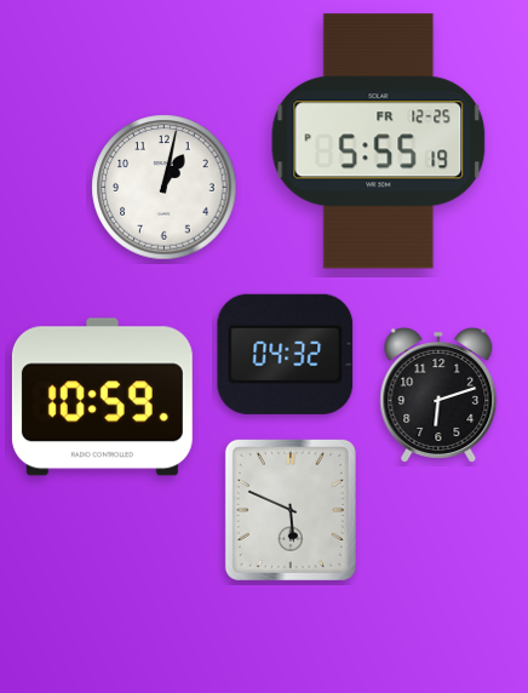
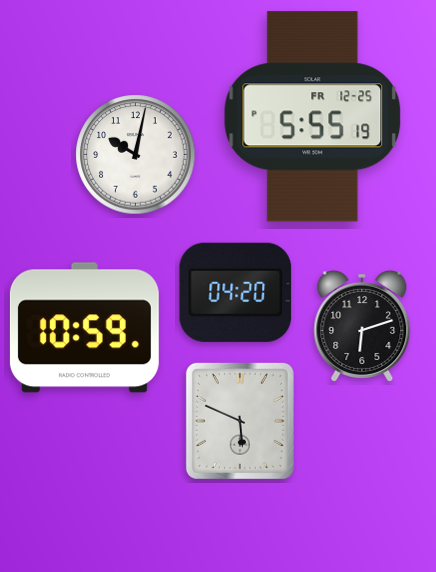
clock at (165, 188): 1:02 -> 10:02
clock at (286, 354): 04:32 -> 04:20
